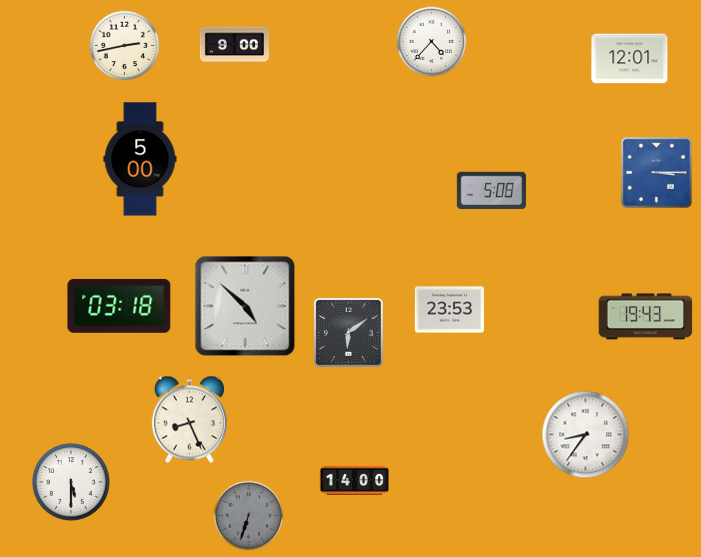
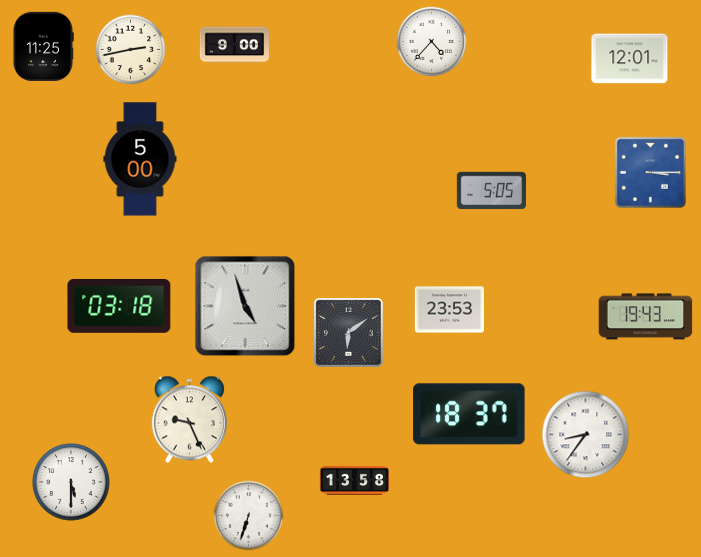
clock at (43, 46): none -> 11:25
clock at (125, 46) position: (125, 46) -> (131, 50)
clock at (656, 172) position: (656, 172) -> (650, 172)
clock at (491, 191): 5:08 -> 5:05
clock at (245, 306): 4:52 -> 4:57
clock at (469, 414): none -> 18:37
clock at (189, 420): 8:26 -> 9:26
clock at (355, 481): 14:00 -> 13:58
clock at (249, 516) dial: grey -> white
